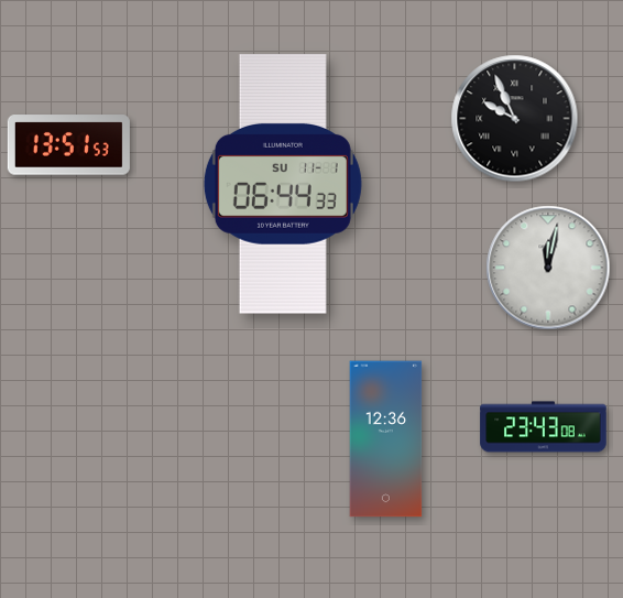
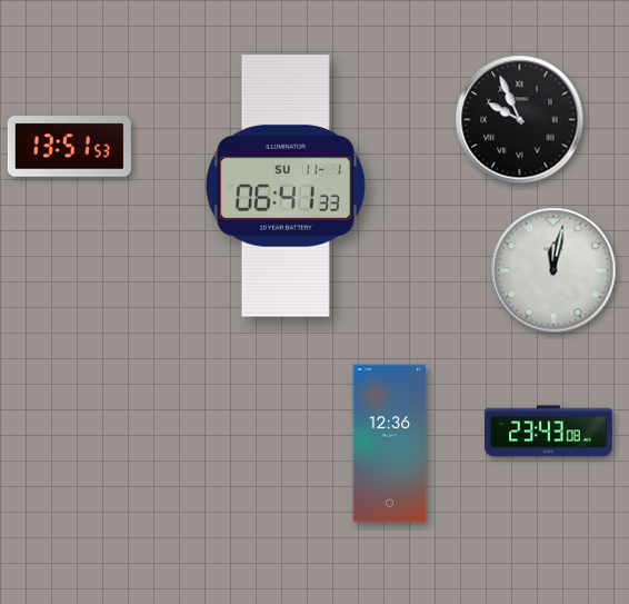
clock at (283, 184): 06:44 -> 06:41
